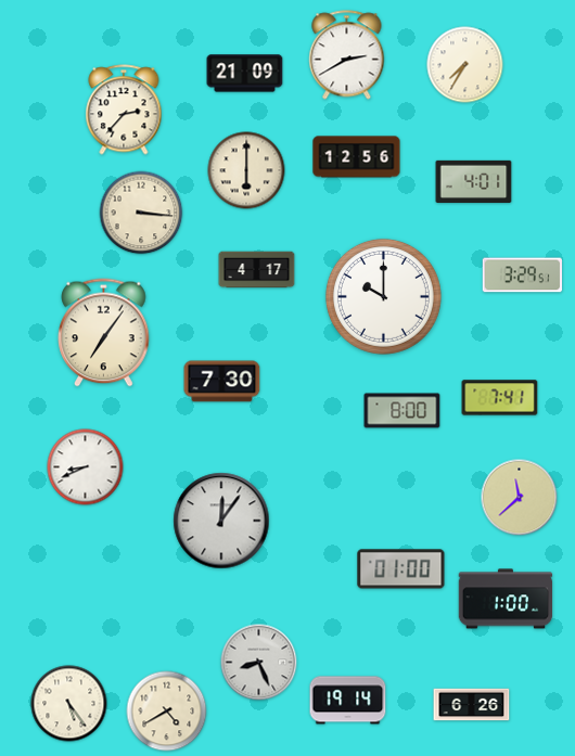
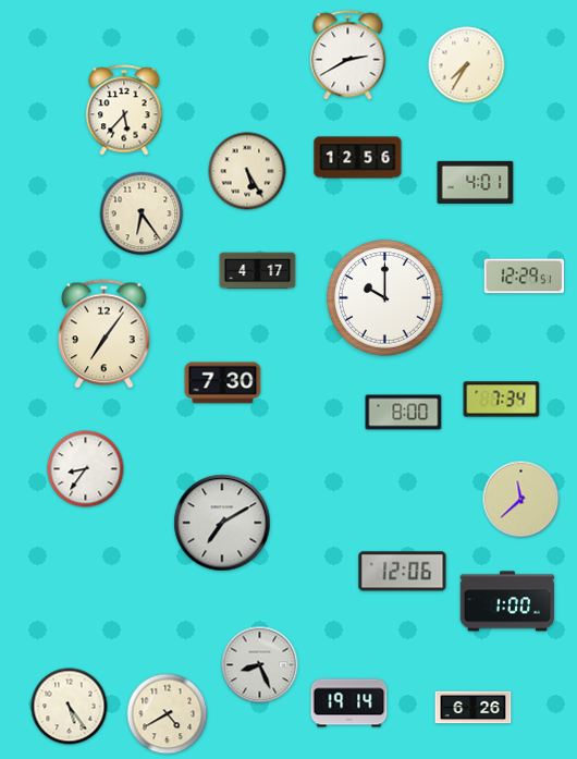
clock at (245, 74): 21:09 -> none
clock at (124, 110): 2:37 -> 5:37
clock at (246, 170): 6:00 -> 5:25
clock at (141, 213): 3:16 -> 6:24
clock at (522, 276): 3:29 -> 12:29
clock at (500, 398): 7:41 -> 7:34
clock at (86, 467): 8:41 -> 8:36
clock at (221, 521): 12:06 -> 7:10
clock at (401, 569): 01:00 -> 12:06
